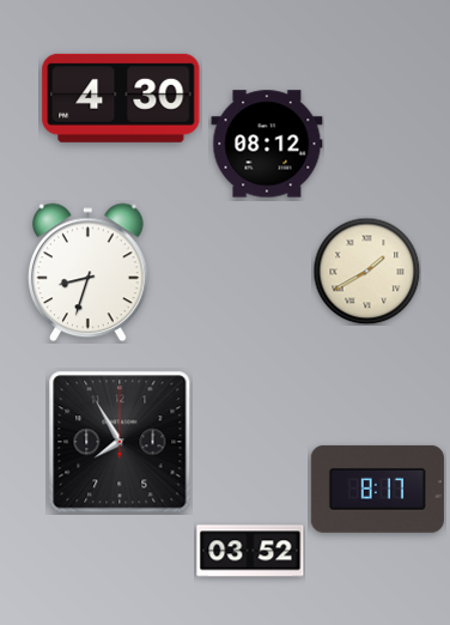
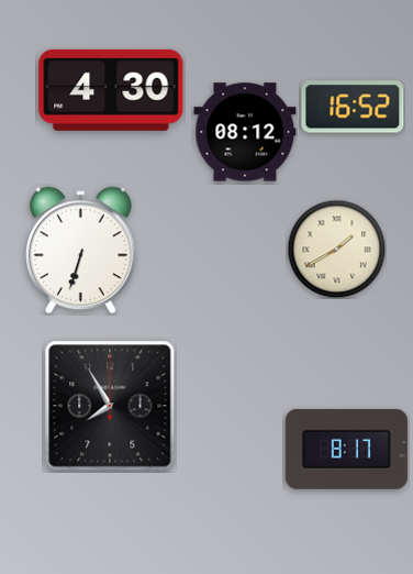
clock at (353, 107): none -> 16:52
clock at (89, 273): 8:33 -> 6:33
clock at (250, 551): 03:52 -> none
